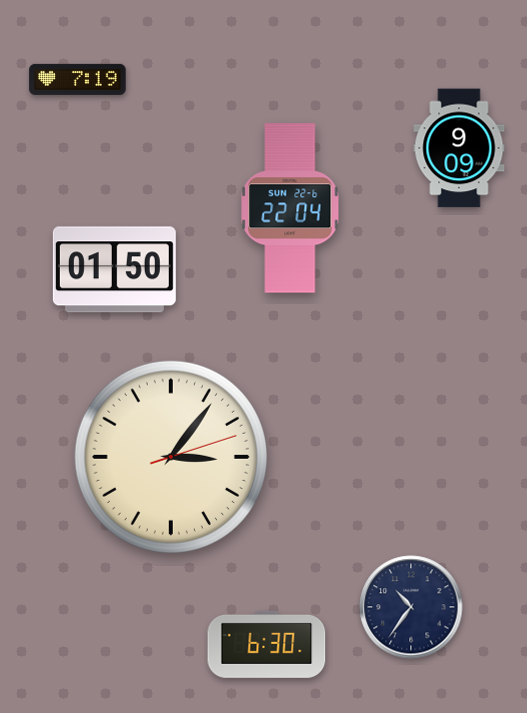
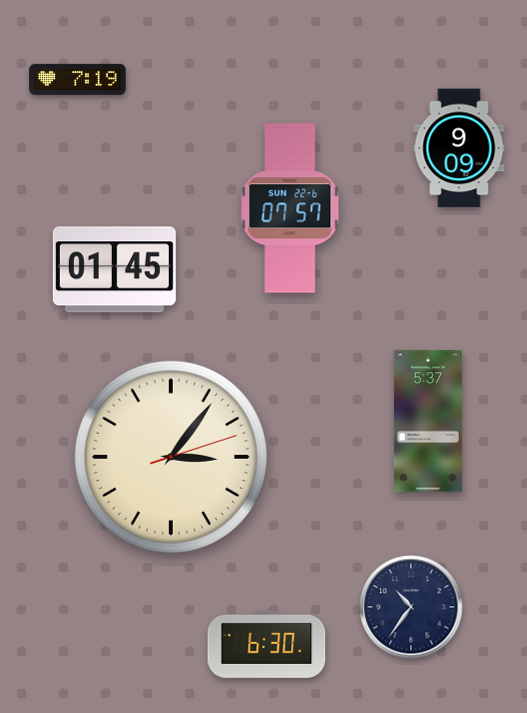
clock at (290, 208): 22:04 -> 07:57
clock at (114, 270): 01:50 -> 01:45
clock at (428, 421): none -> 5:37
